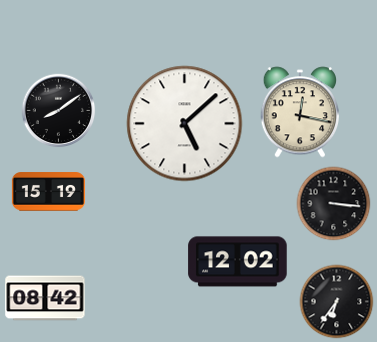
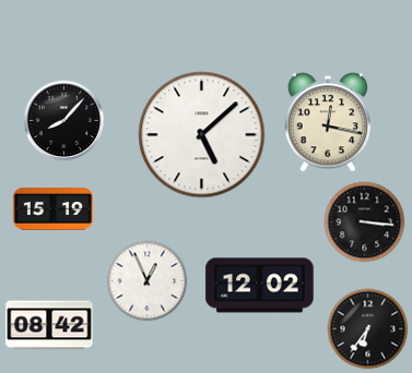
clock at (59, 111): 8:09 -> 8:07
clock at (148, 281): none -> 12:56
